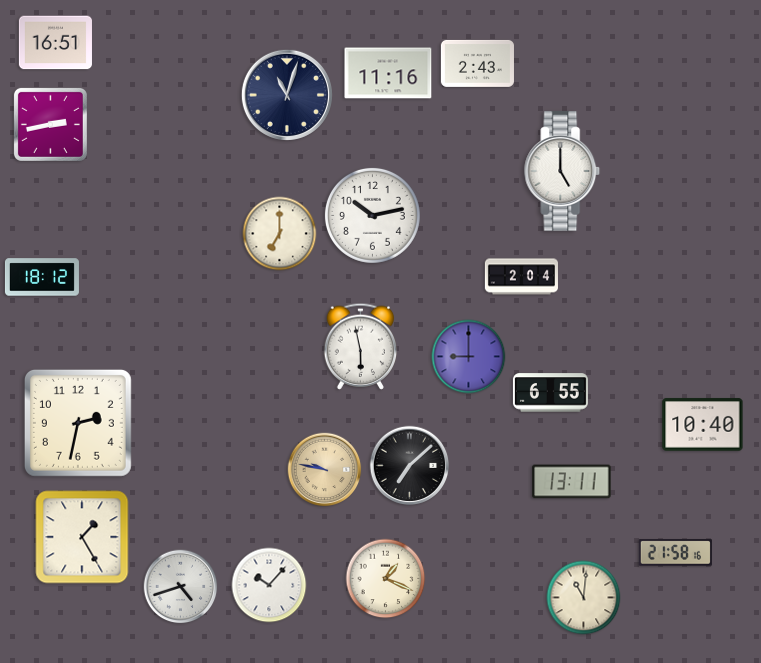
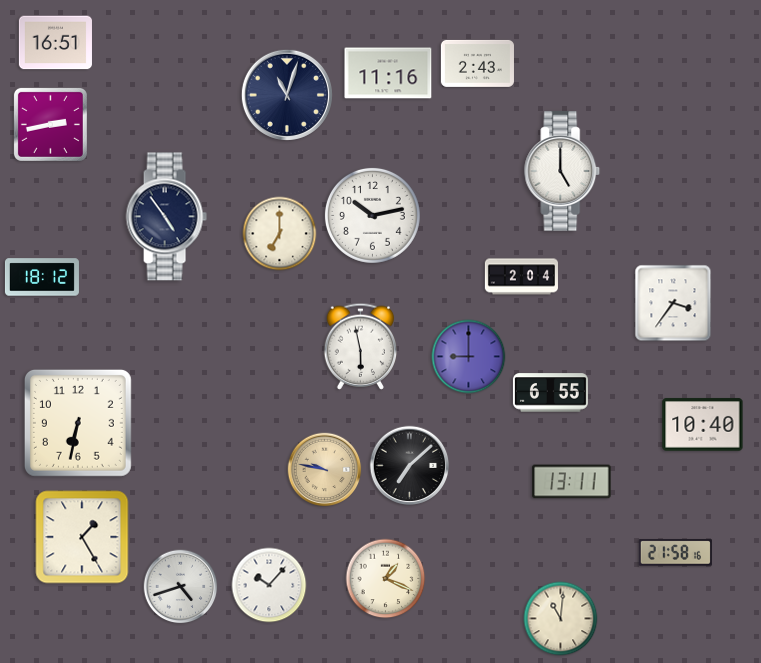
clock at (166, 217): none -> 4:54
clock at (673, 303): none -> 3:36
clock at (78, 423): 2:32 -> 6:32
clock at (584, 598) position: (584, 598) -> (561, 619)
